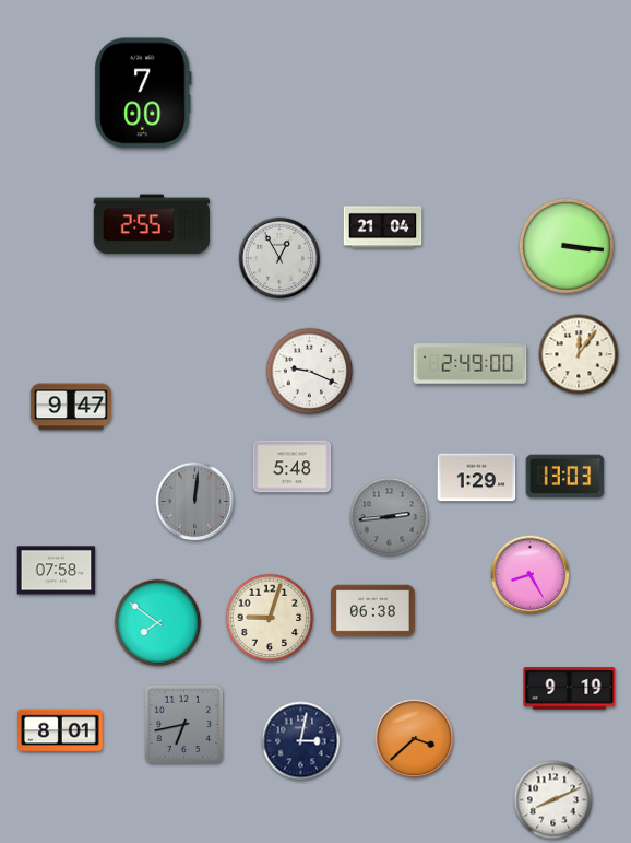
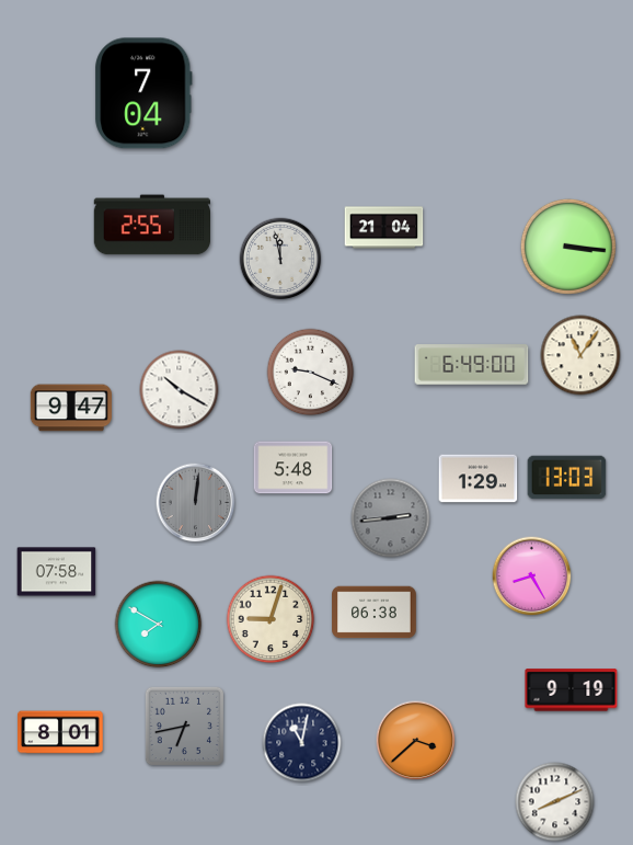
clock at (143, 93): 7:00 -> 7:04
clock at (279, 258): 12:55 -> 11:58
clock at (579, 354): 12:06 -> 11:06
clock at (471, 364): 2:49 -> 6:49
clock at (180, 390): none -> 10:20
clock at (158, 623): 7:51 -> 7:50
clock at (301, 741): 3:02 -> 11:02
